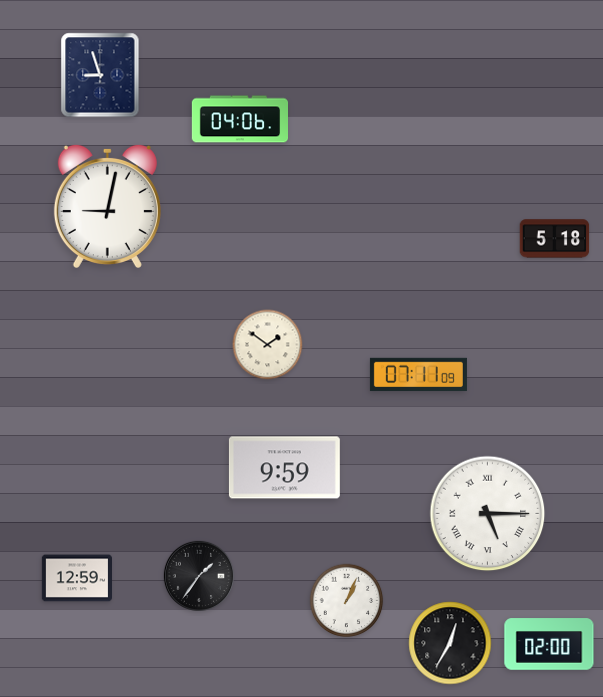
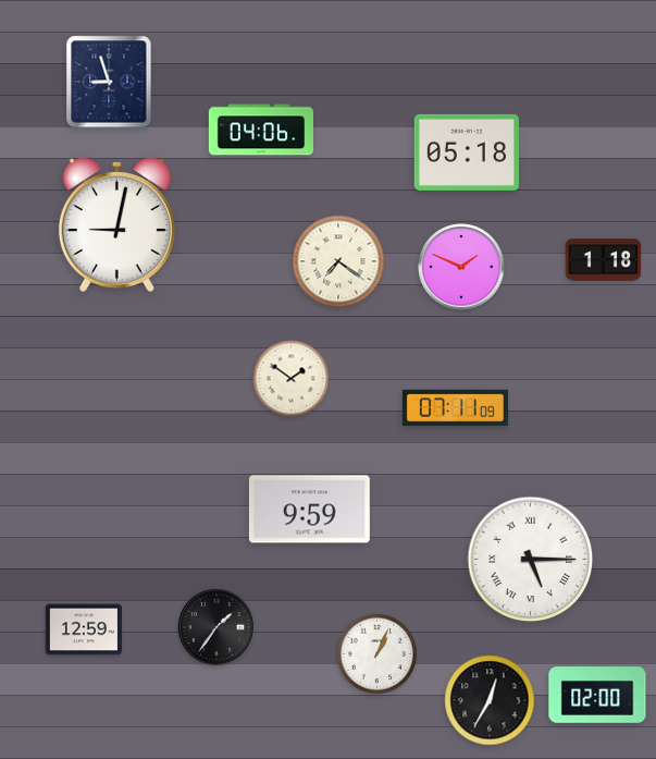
clock at (467, 152): none -> 05:18
clock at (555, 239): 5:18 -> 1:18
clock at (338, 261): none -> 7:21
clock at (461, 267): none -> 1:49
clock at (268, 345) position: (268, 345) -> (292, 379)
clock at (549, 644) position: (549, 644) -> (597, 695)
